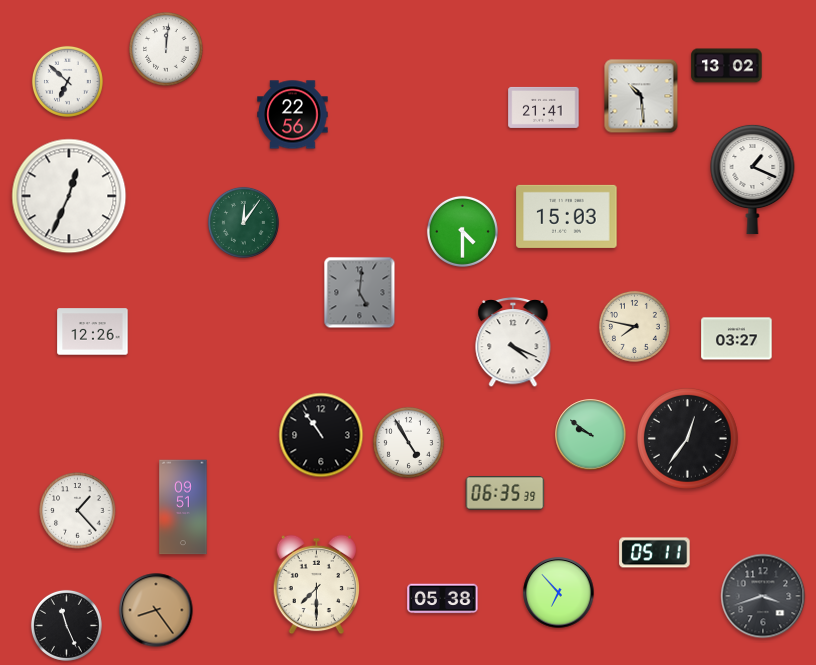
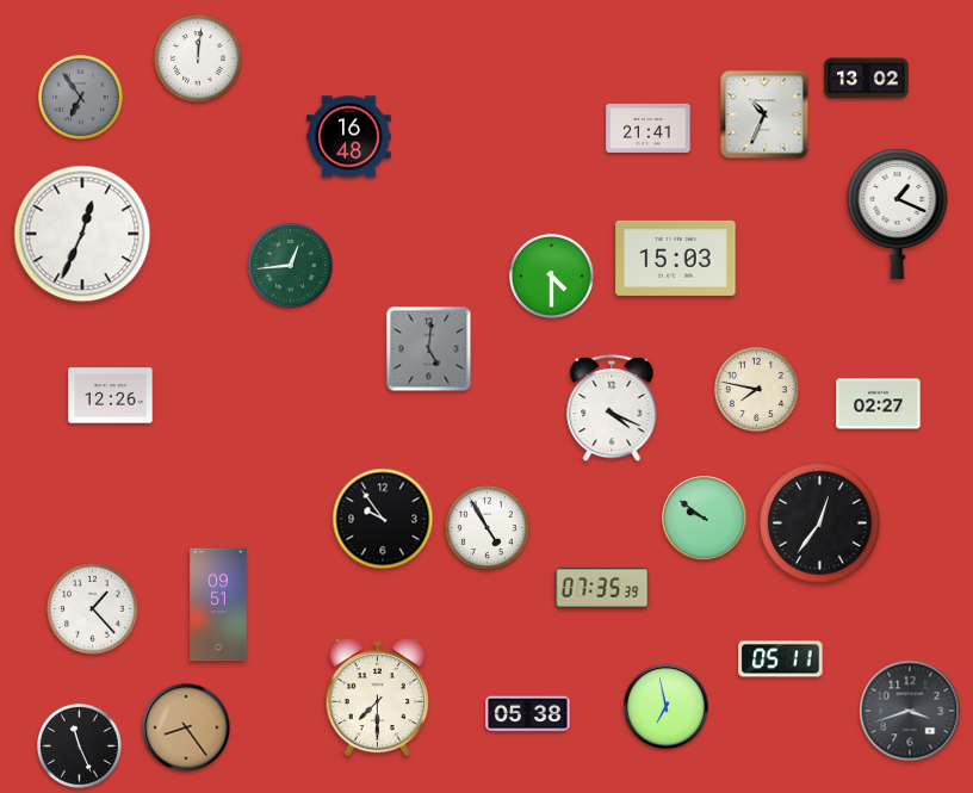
clock at (67, 81): 6:52 -> 6:54
clock at (67, 81) dial: white -> grey
clock at (641, 96): 10:29 -> 10:34
clock at (293, 115): 22:56 -> 16:48
clock at (243, 222): 12:06 -> 12:44
clock at (737, 339): 03:27 -> 02:27
clock at (321, 435): 10:54 -> 9:54
clock at (505, 494): 06:35 -> 07:35
clock at (559, 593): 6:53 -> 6:58
